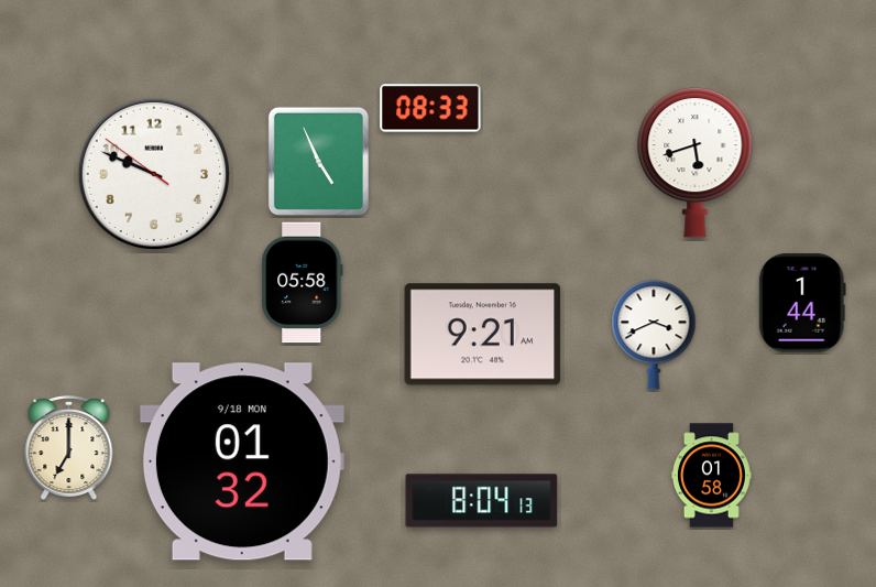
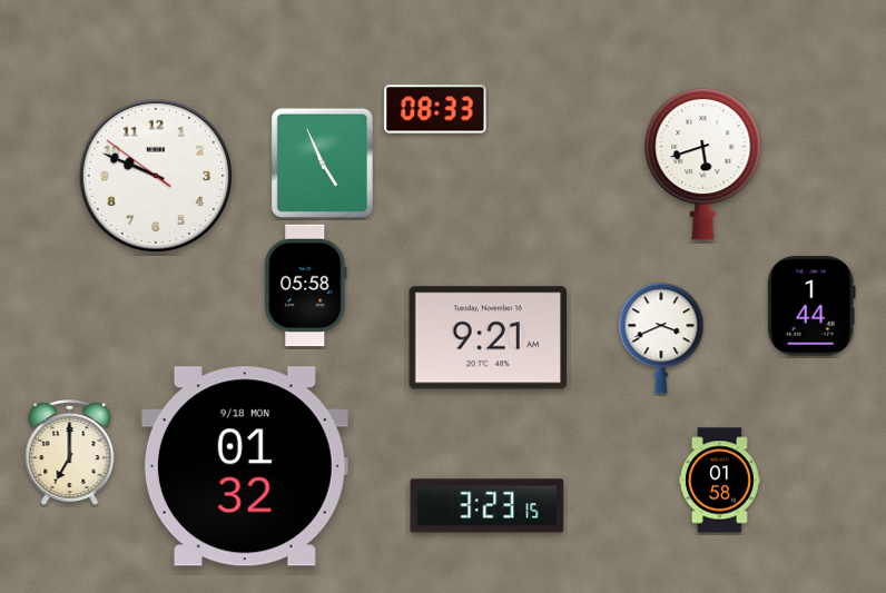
clock at (482, 501): 8:04 -> 3:23
